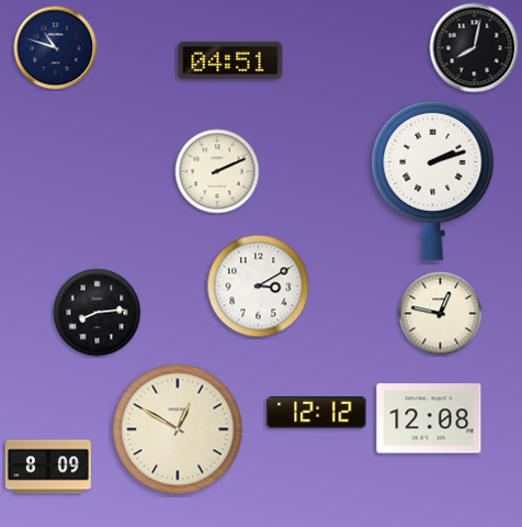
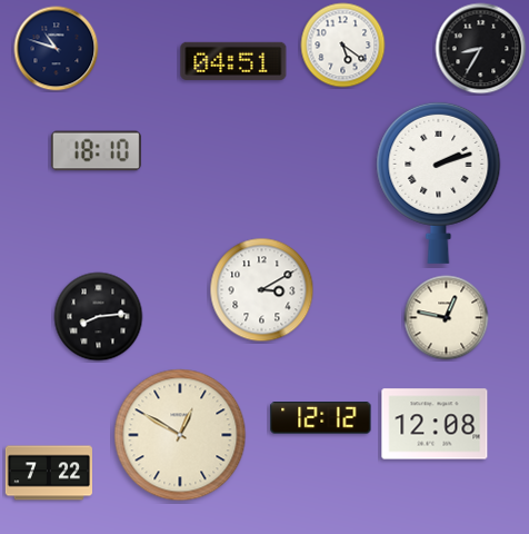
clock at (343, 46): none -> 5:21
clock at (475, 48): 8:02 -> 8:35
clock at (96, 151): none -> 18:10
clock at (217, 171): 2:11 -> none
clock at (48, 467): 8:09 -> 7:22
